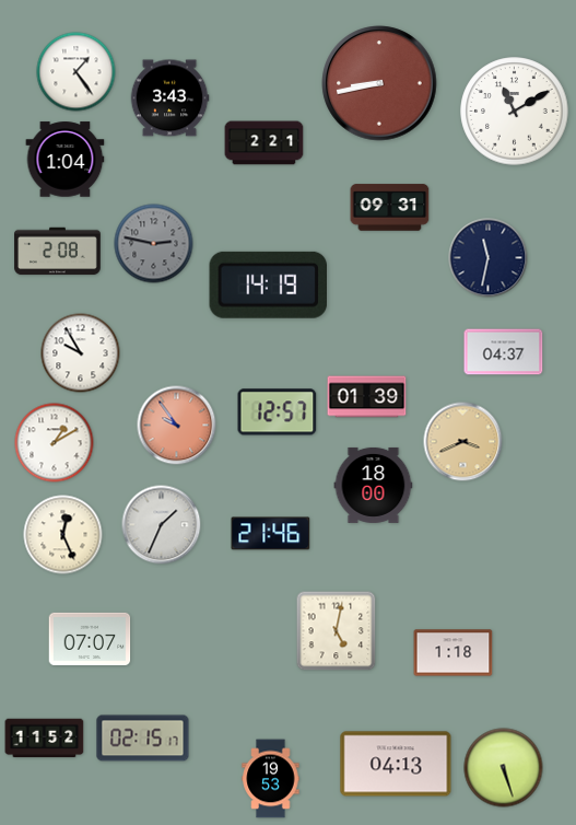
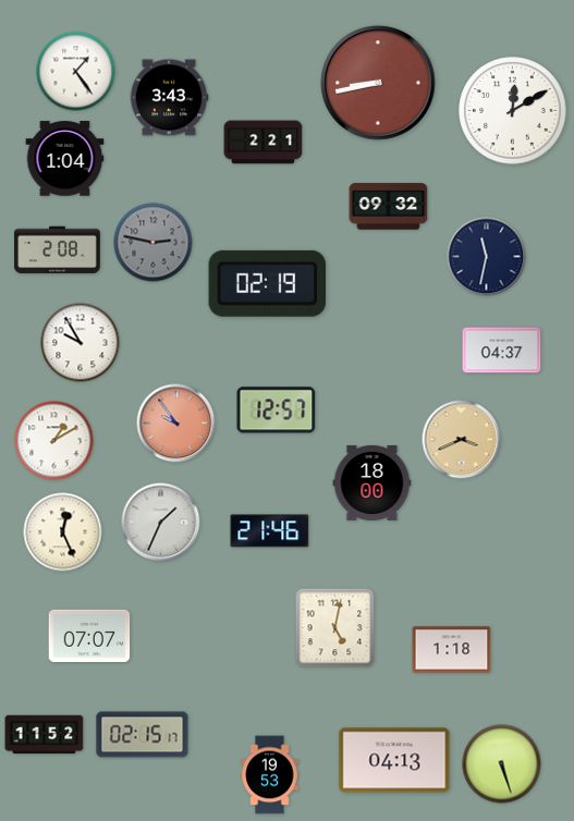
clock at (515, 112): 11:10 -> 12:10
clock at (390, 208): 09:31 -> 09:32
clock at (268, 284): 14:19 -> 02:19
clock at (81, 353) position: (81, 353) -> (81, 343)
clock at (367, 397): 01:39 -> none
